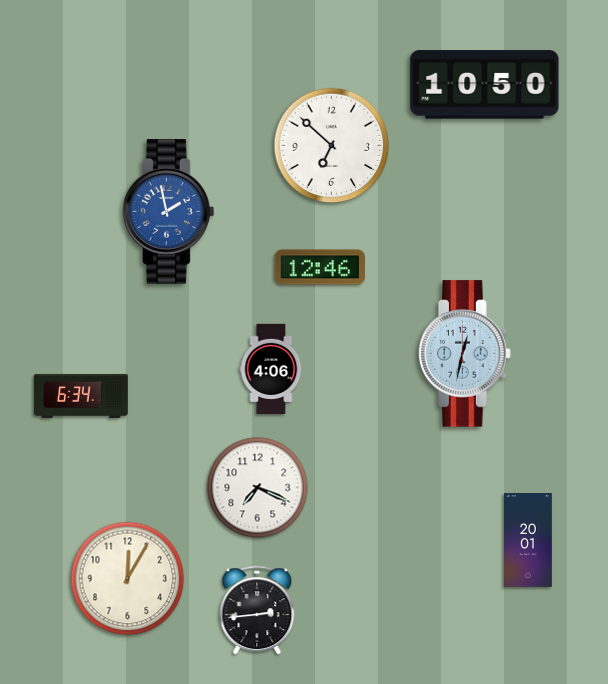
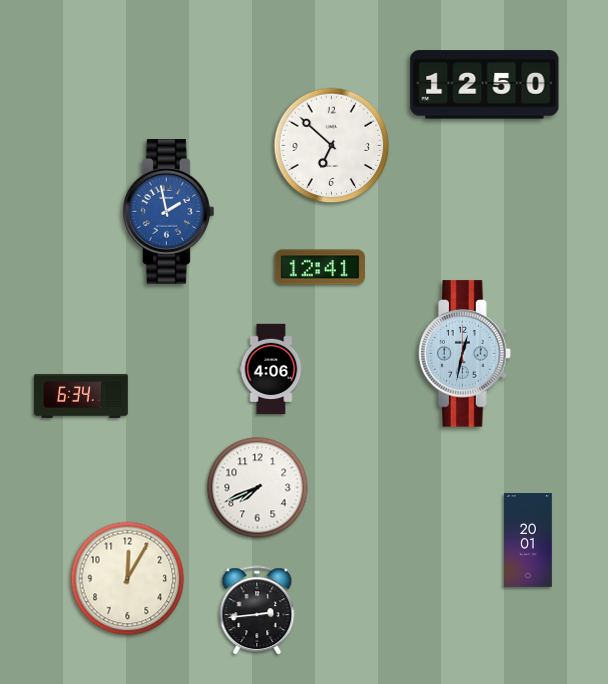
clock at (485, 85): 10:50 -> 12:50
clock at (320, 267): 12:46 -> 12:41
clock at (258, 488): 7:19 -> 7:41
